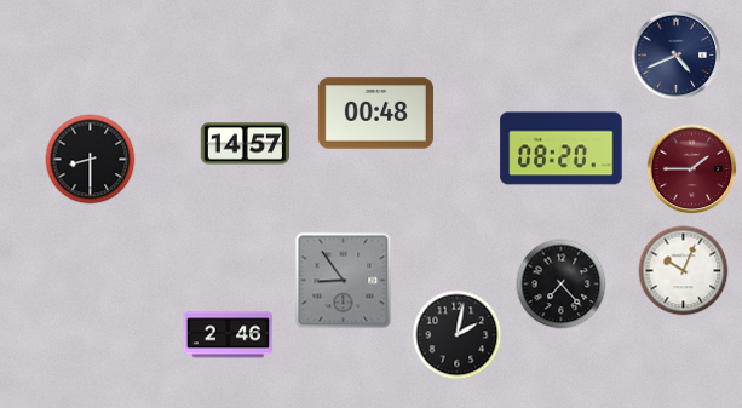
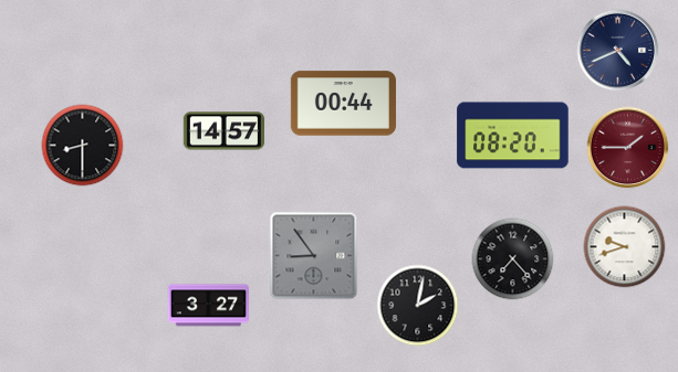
clock at (375, 114): 00:48 -> 00:44
clock at (692, 169) position: (692, 169) -> (628, 148)
clock at (684, 271): 10:04 -> 9:42
clock at (228, 335): 2:46 -> 3:27
